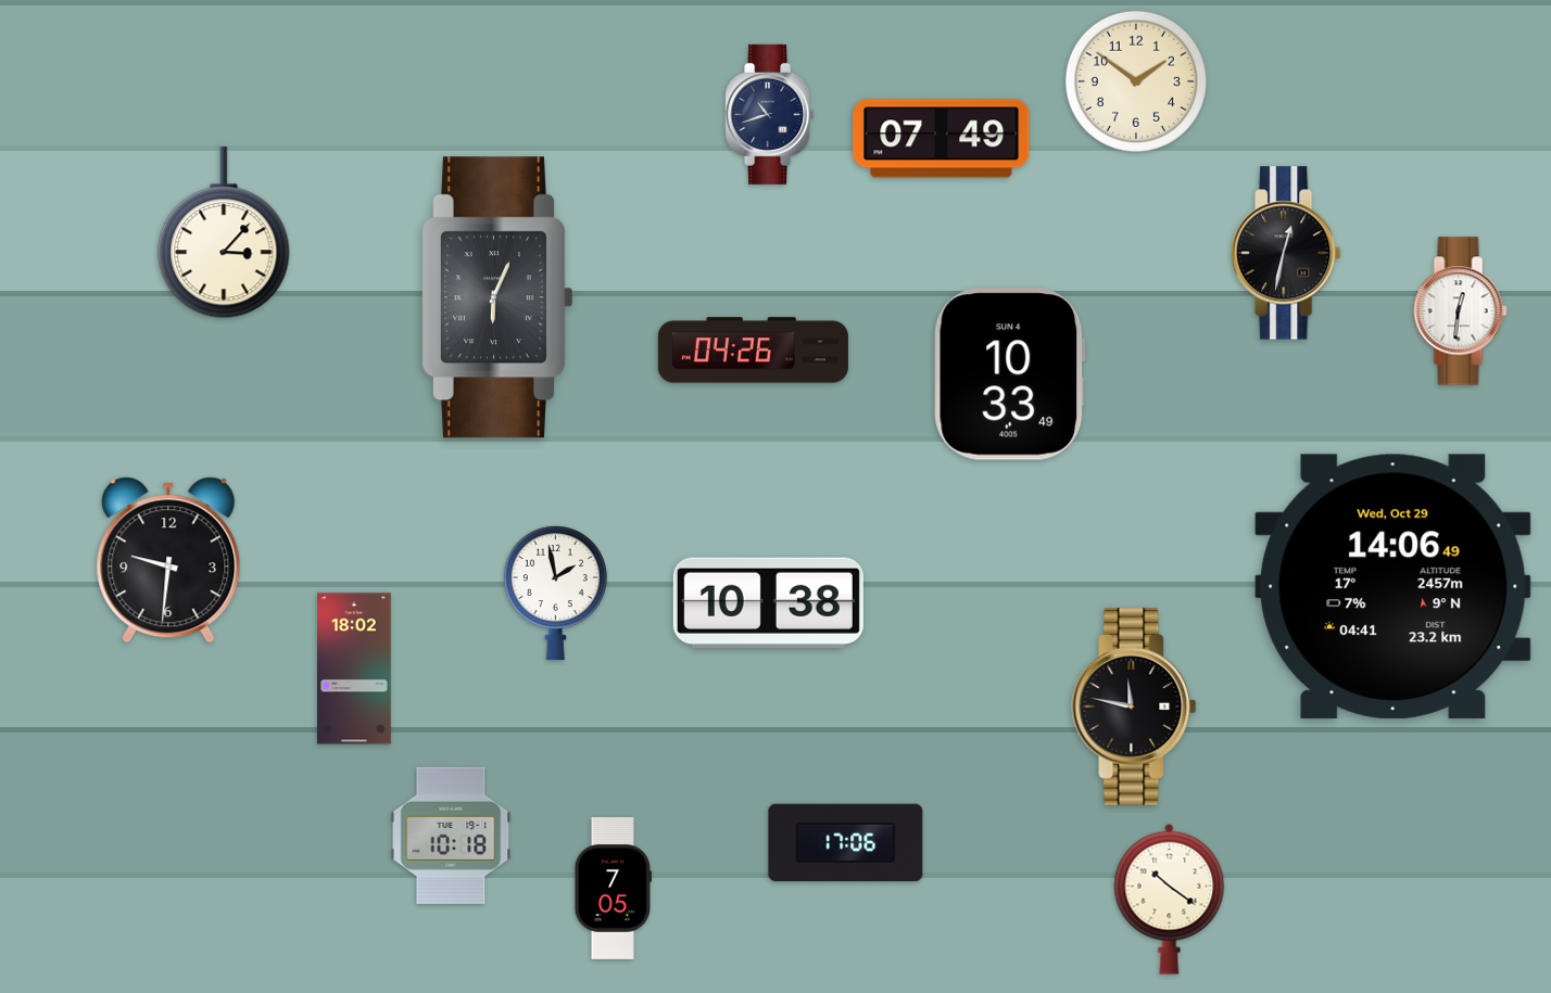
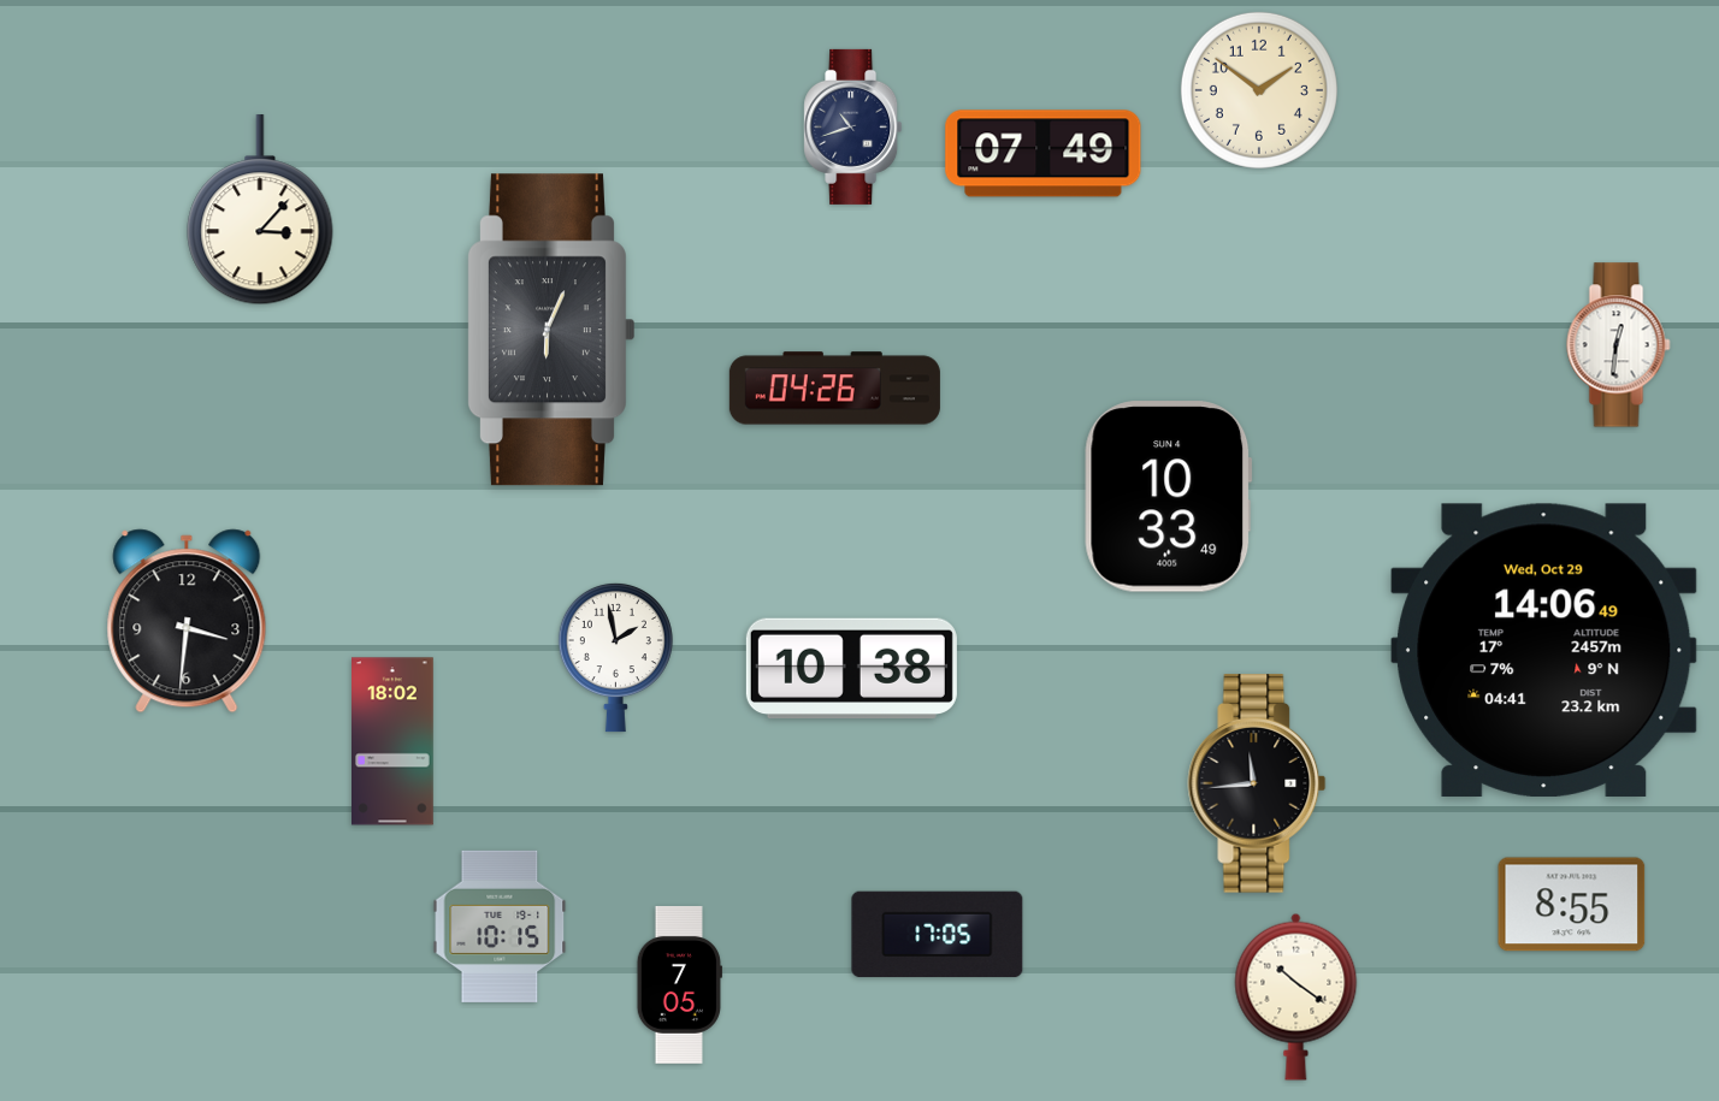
clock at (224, 233) position: (224, 233) -> (260, 211)
clock at (1286, 253): 12:32 -> none
clock at (1010, 374) position: (1010, 374) -> (1169, 497)
clock at (168, 560): 9:31 -> 3:31
clock at (1134, 706): 11:47 -> 11:44
clock at (1572, 905): none -> 8:55
clock at (451, 836): 10:18 -> 10:15
clock at (846, 843): 17:06 -> 17:05
